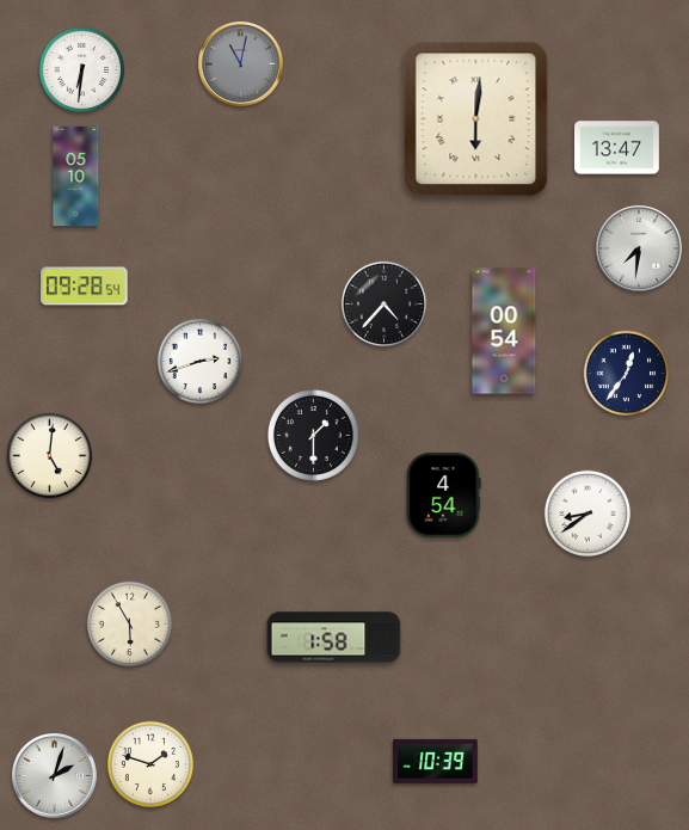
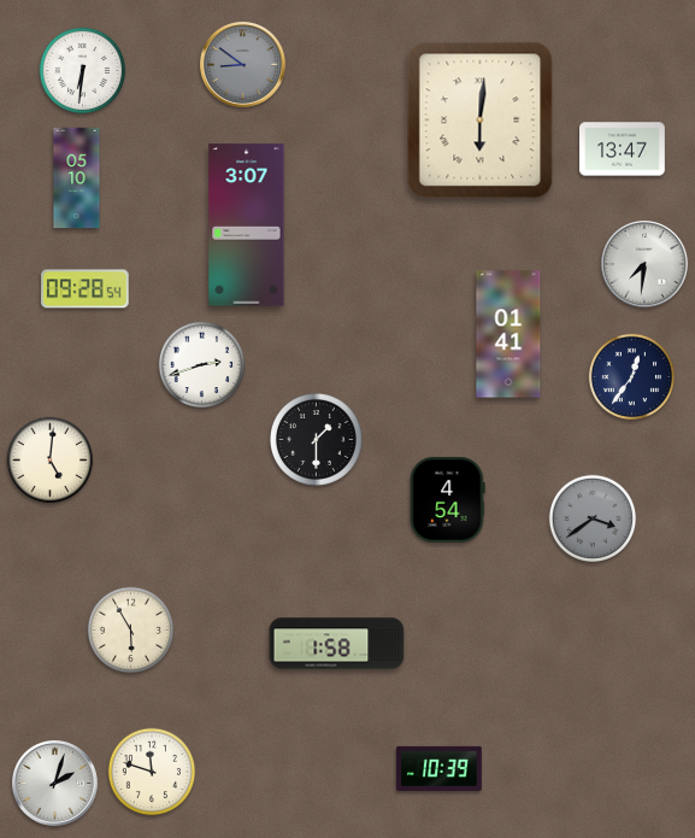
clock at (241, 64): 11:02 -> 8:51
clock at (247, 225): none -> 3:07
clock at (640, 250) position: (640, 250) -> (646, 265)
clock at (385, 305): 4:37 -> none
clock at (504, 331): 00:54 -> 01:41
clock at (588, 514): 8:39 -> 3:39
clock at (588, 514) dial: white -> grey
clock at (150, 764): 1:48 -> 11:48
